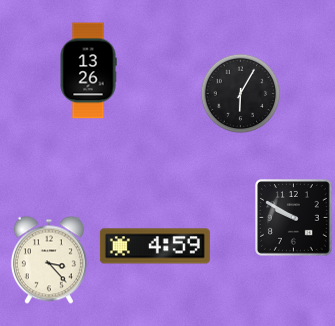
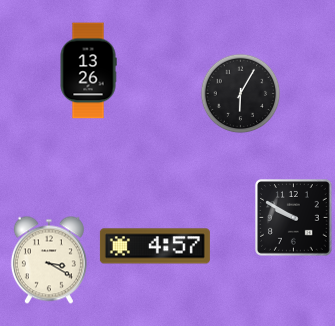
clock at (155, 246): 4:59 -> 4:57
clock at (49, 260): 3:23 -> 3:20
